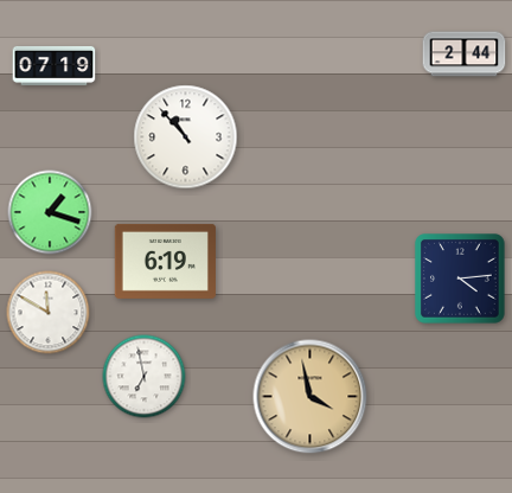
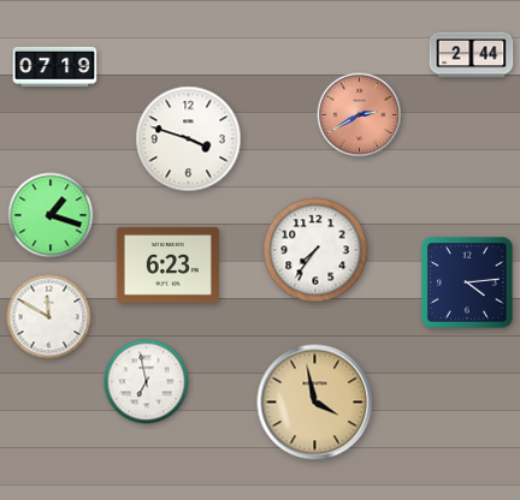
clock at (360, 115): none -> 2:40
clock at (186, 137): 10:53 -> 3:48
clock at (315, 250): none -> 7:36
clock at (165, 261): 6:19 -> 6:23
